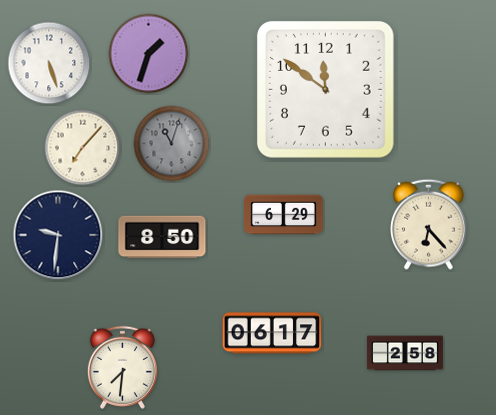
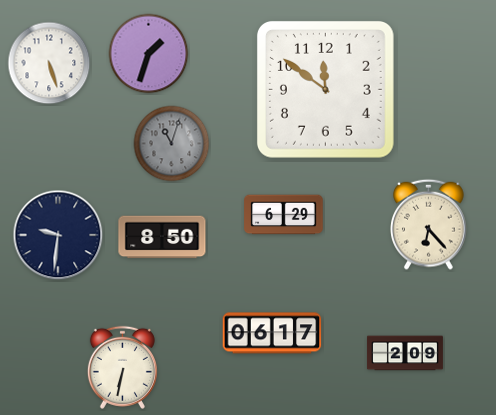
clock at (83, 148): 7:07 -> none
clock at (405, 353): 2:58 -> 2:09
clock at (122, 367): 7:31 -> 6:32
